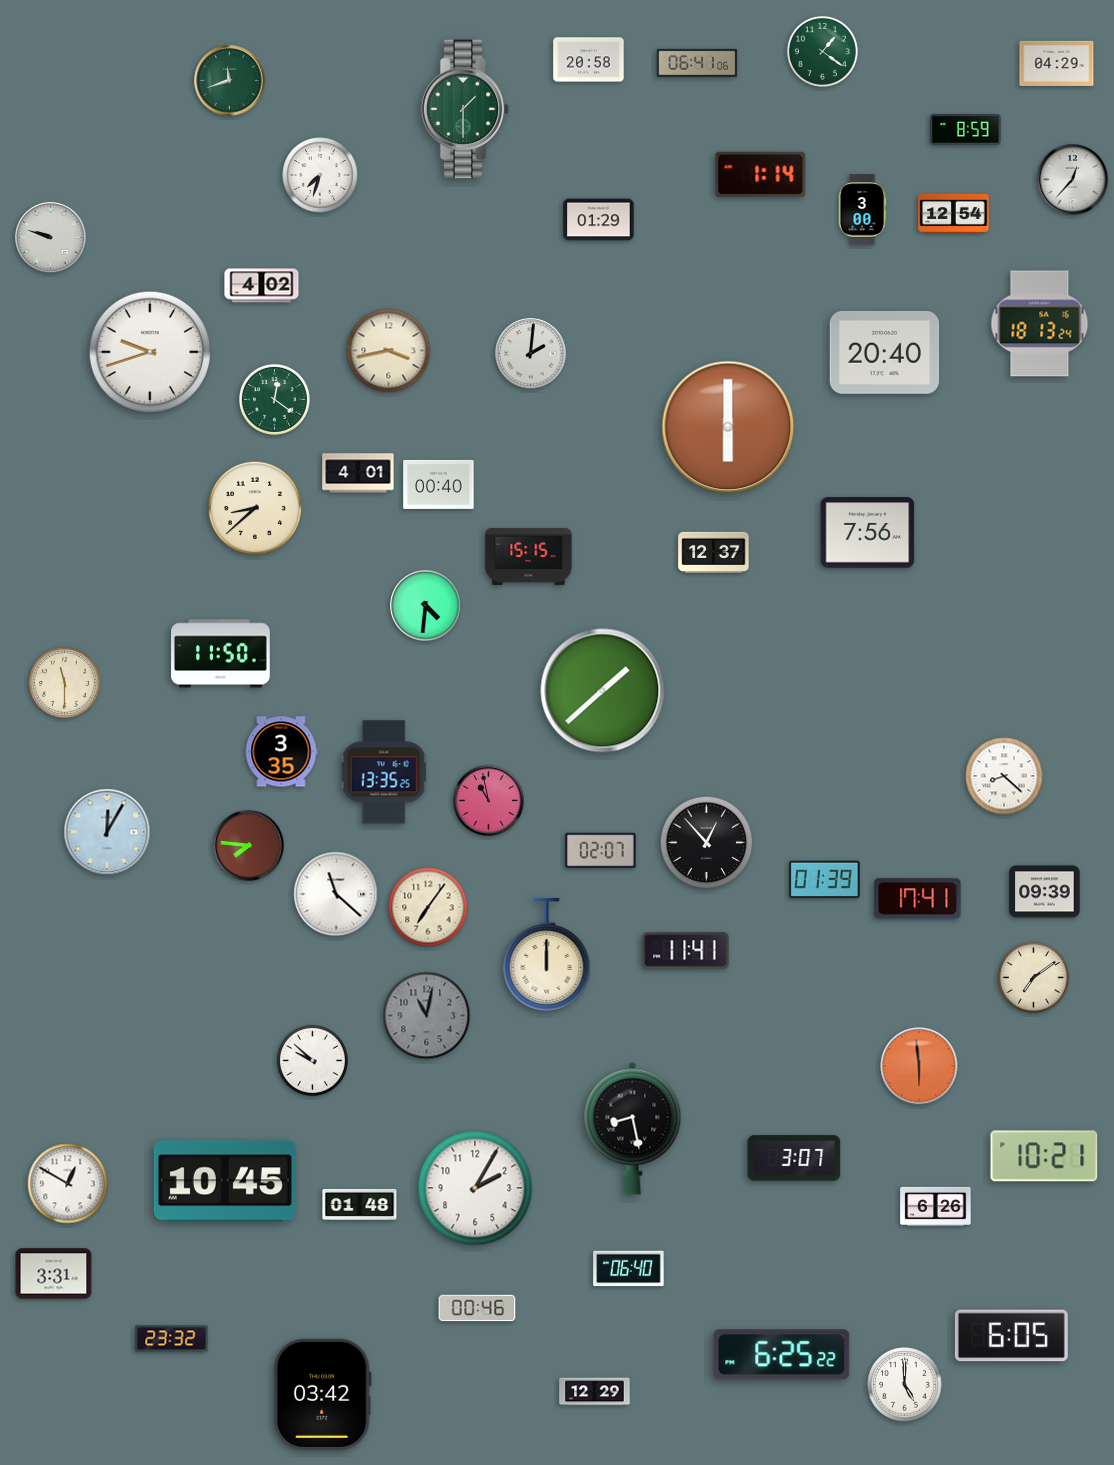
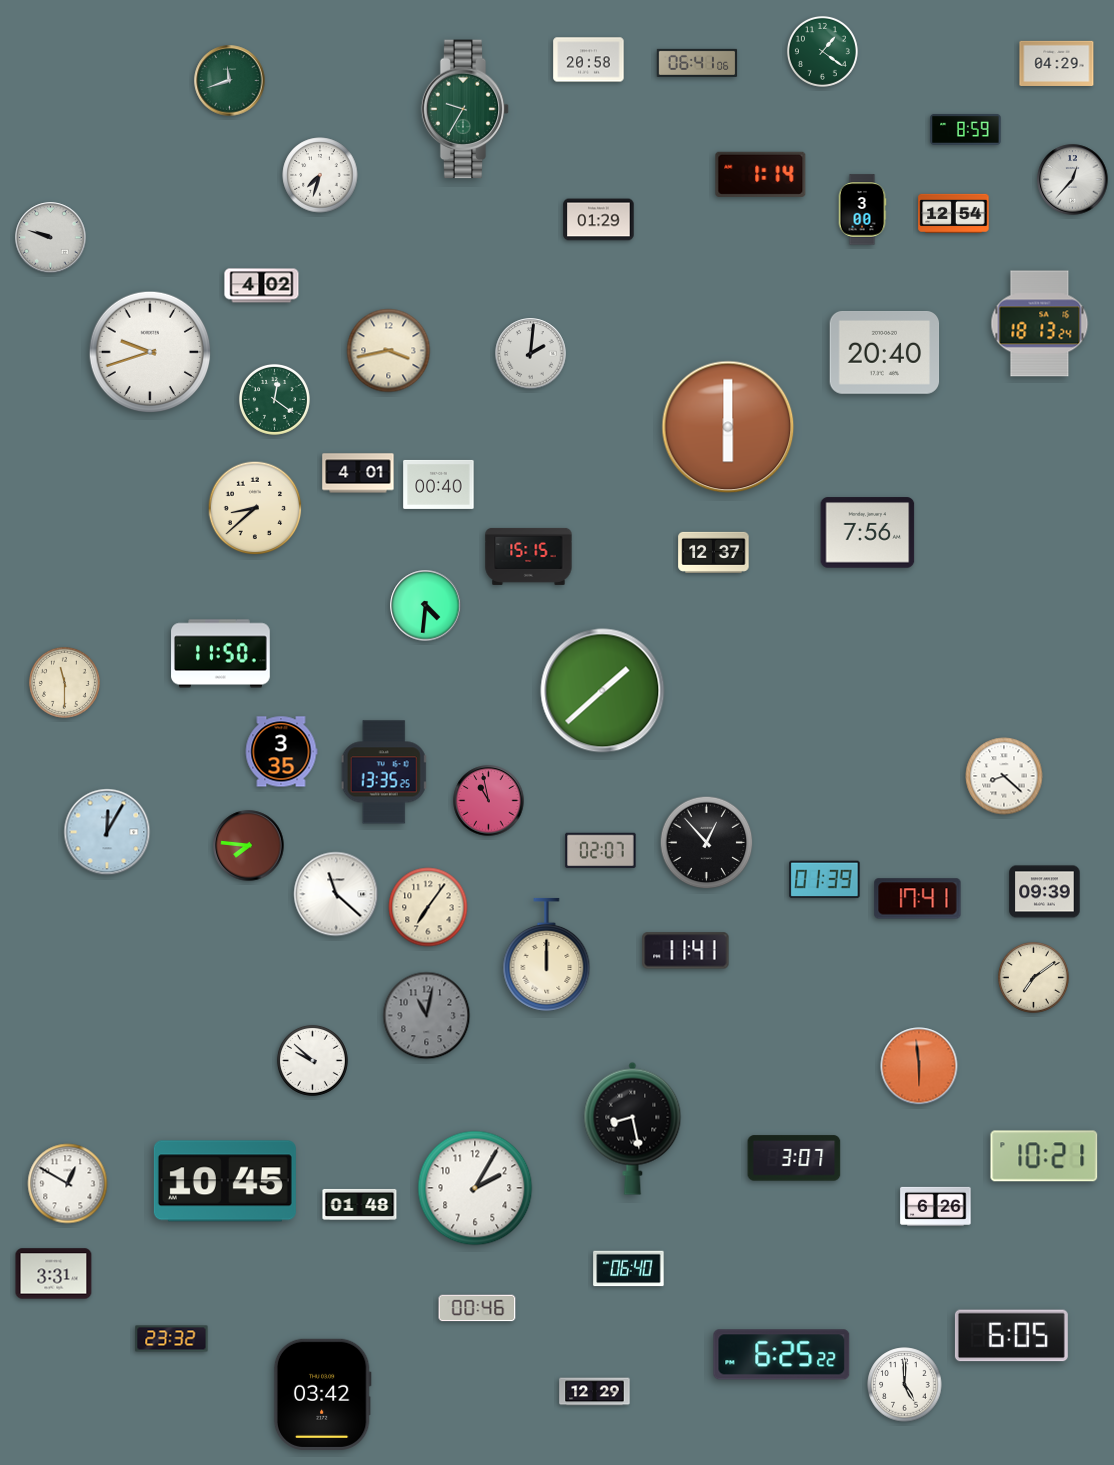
clock at (465, 109): 1:30 -> 9:35
